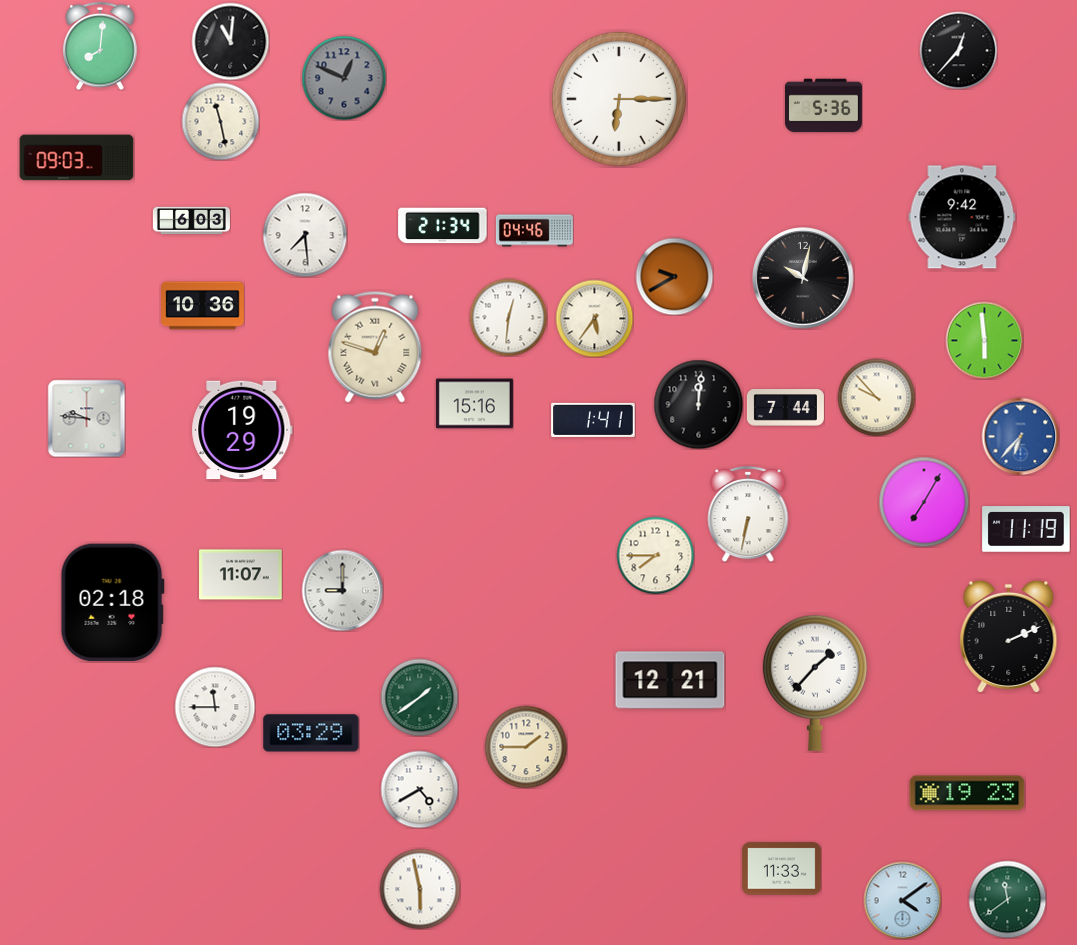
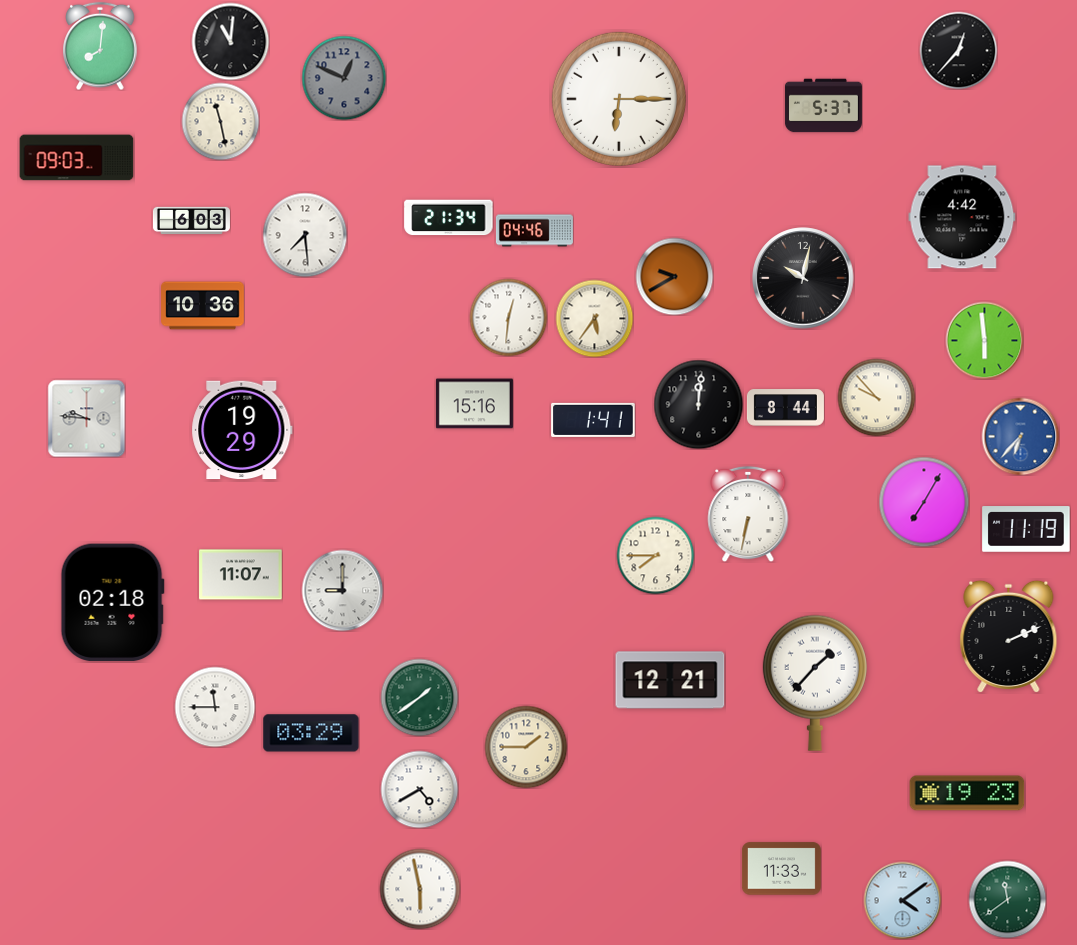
clock at (823, 106): 5:36 -> 5:37
clock at (962, 217): 9:42 -> 4:42
clock at (443, 226) position: (443, 226) -> (449, 218)
clock at (375, 347): 12:48 -> none
clock at (785, 408): 7:44 -> 8:44
